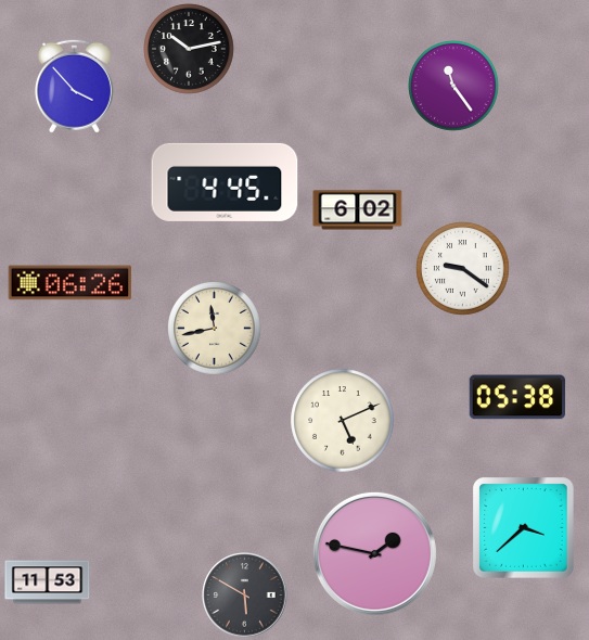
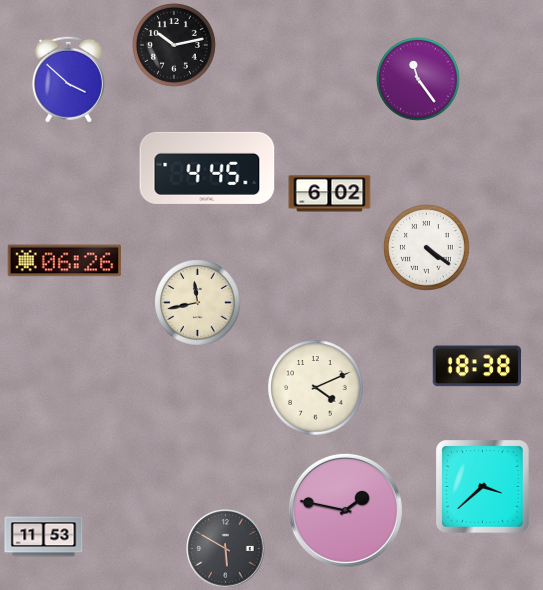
clock at (74, 86): 3:53 -> 3:52
clock at (463, 269): 9:21 -> 4:21
clock at (516, 397): 05:38 -> 18:38
clock at (343, 421): 5:11 -> 4:11
